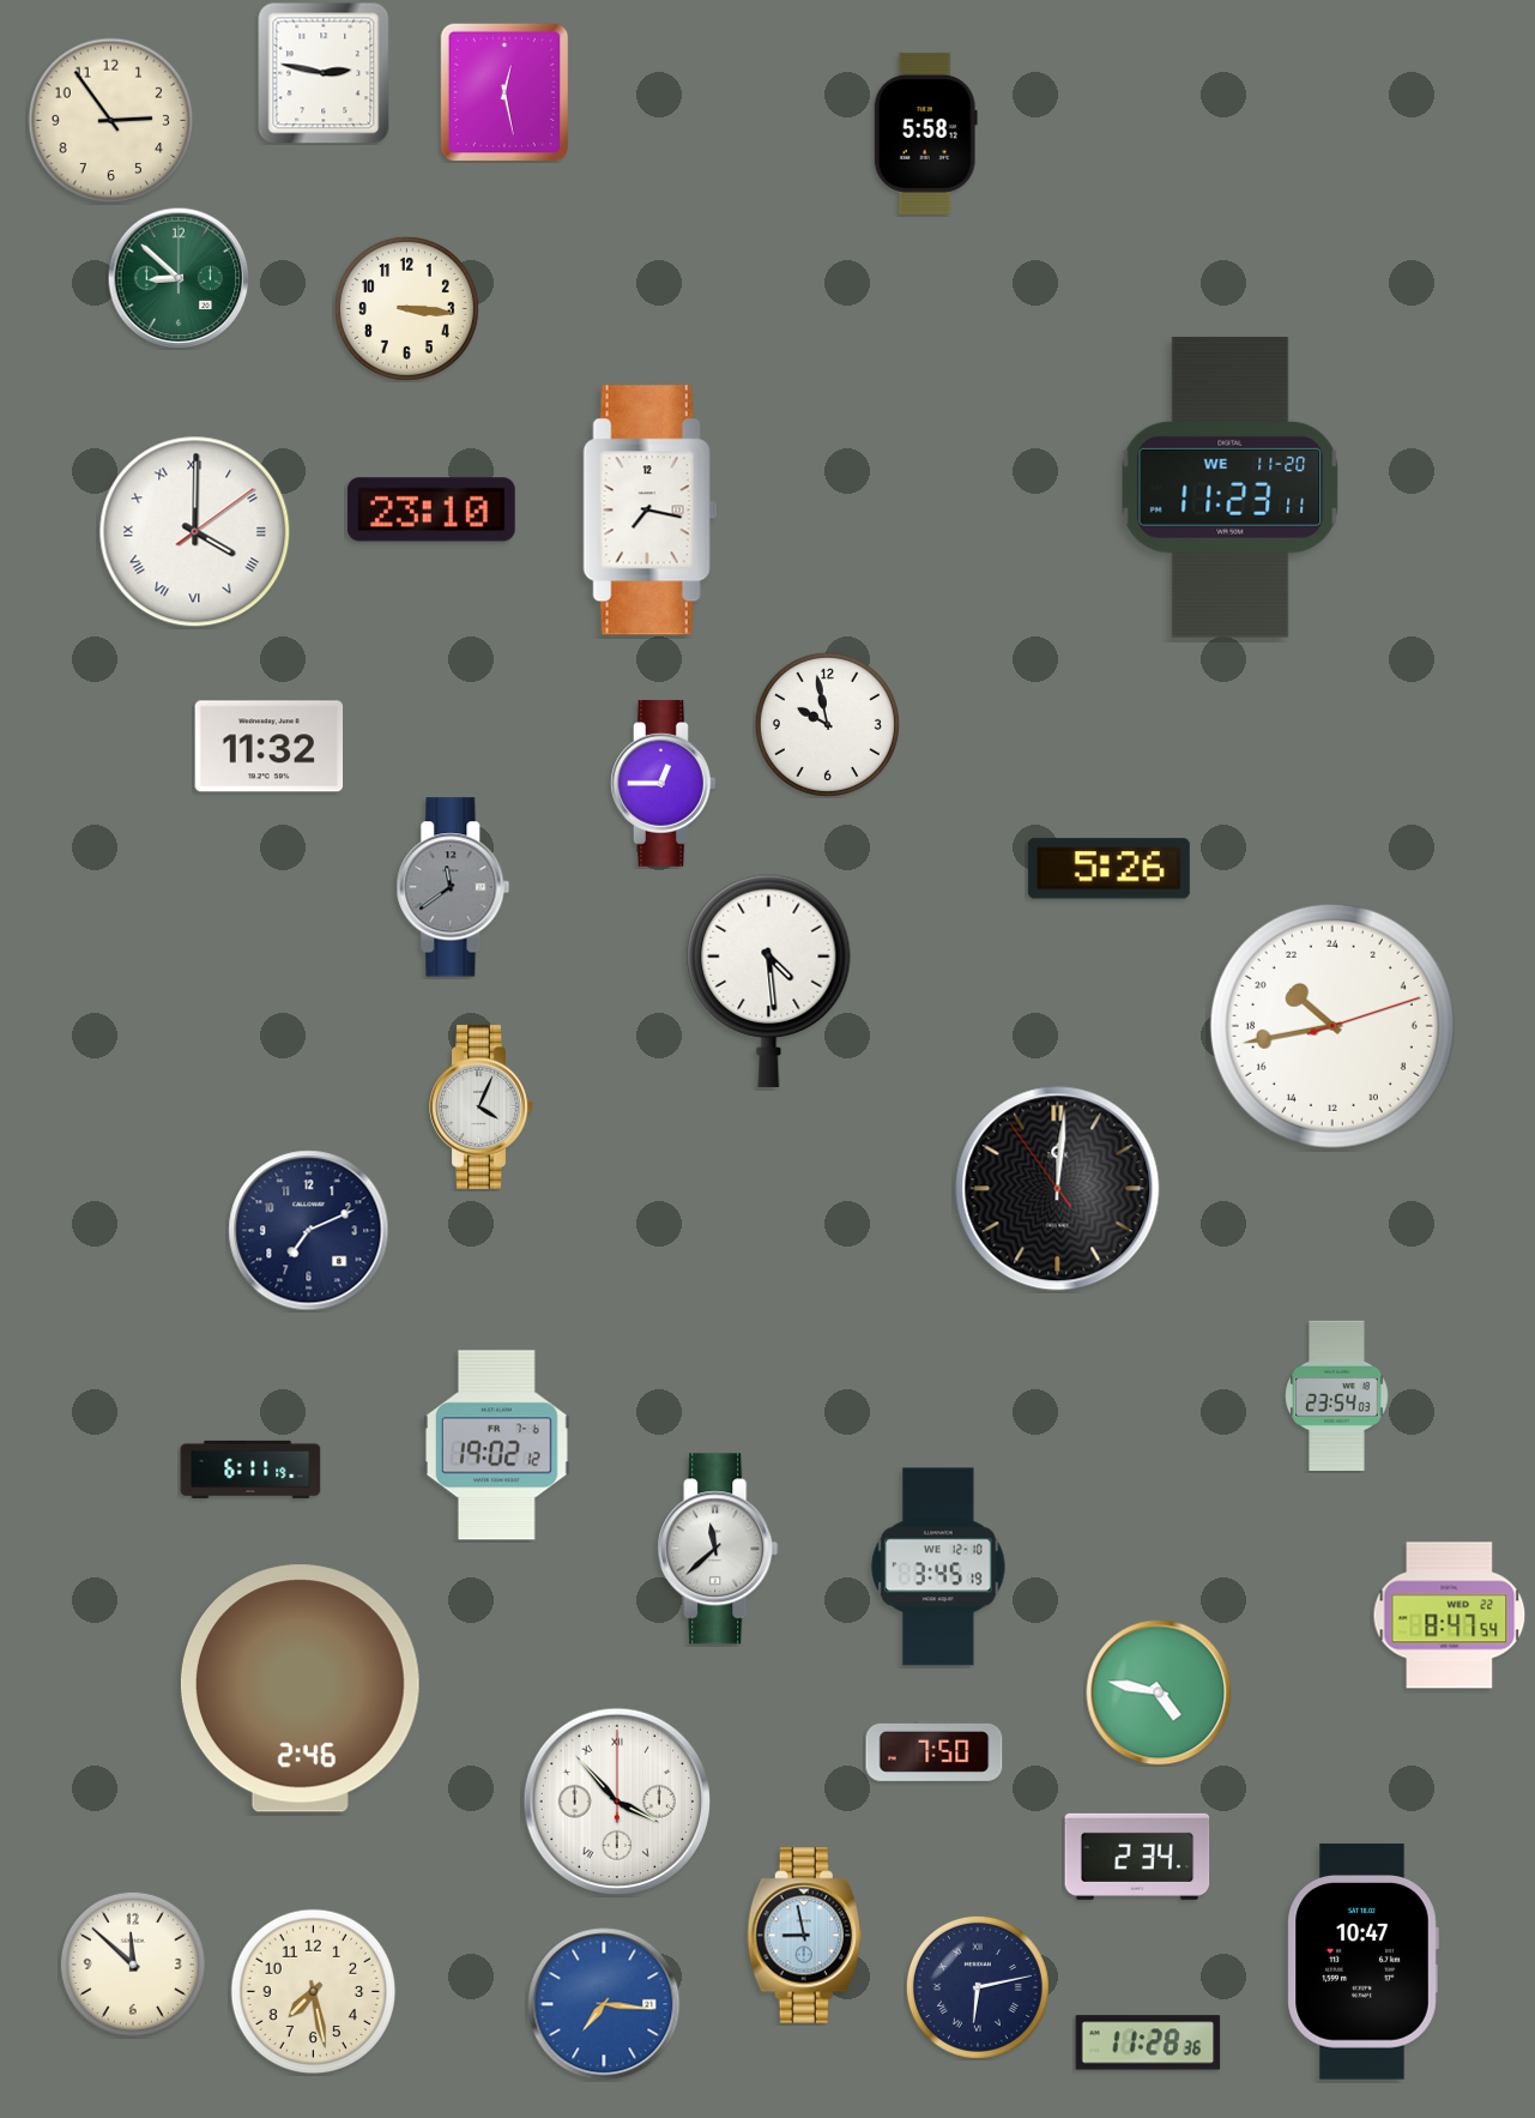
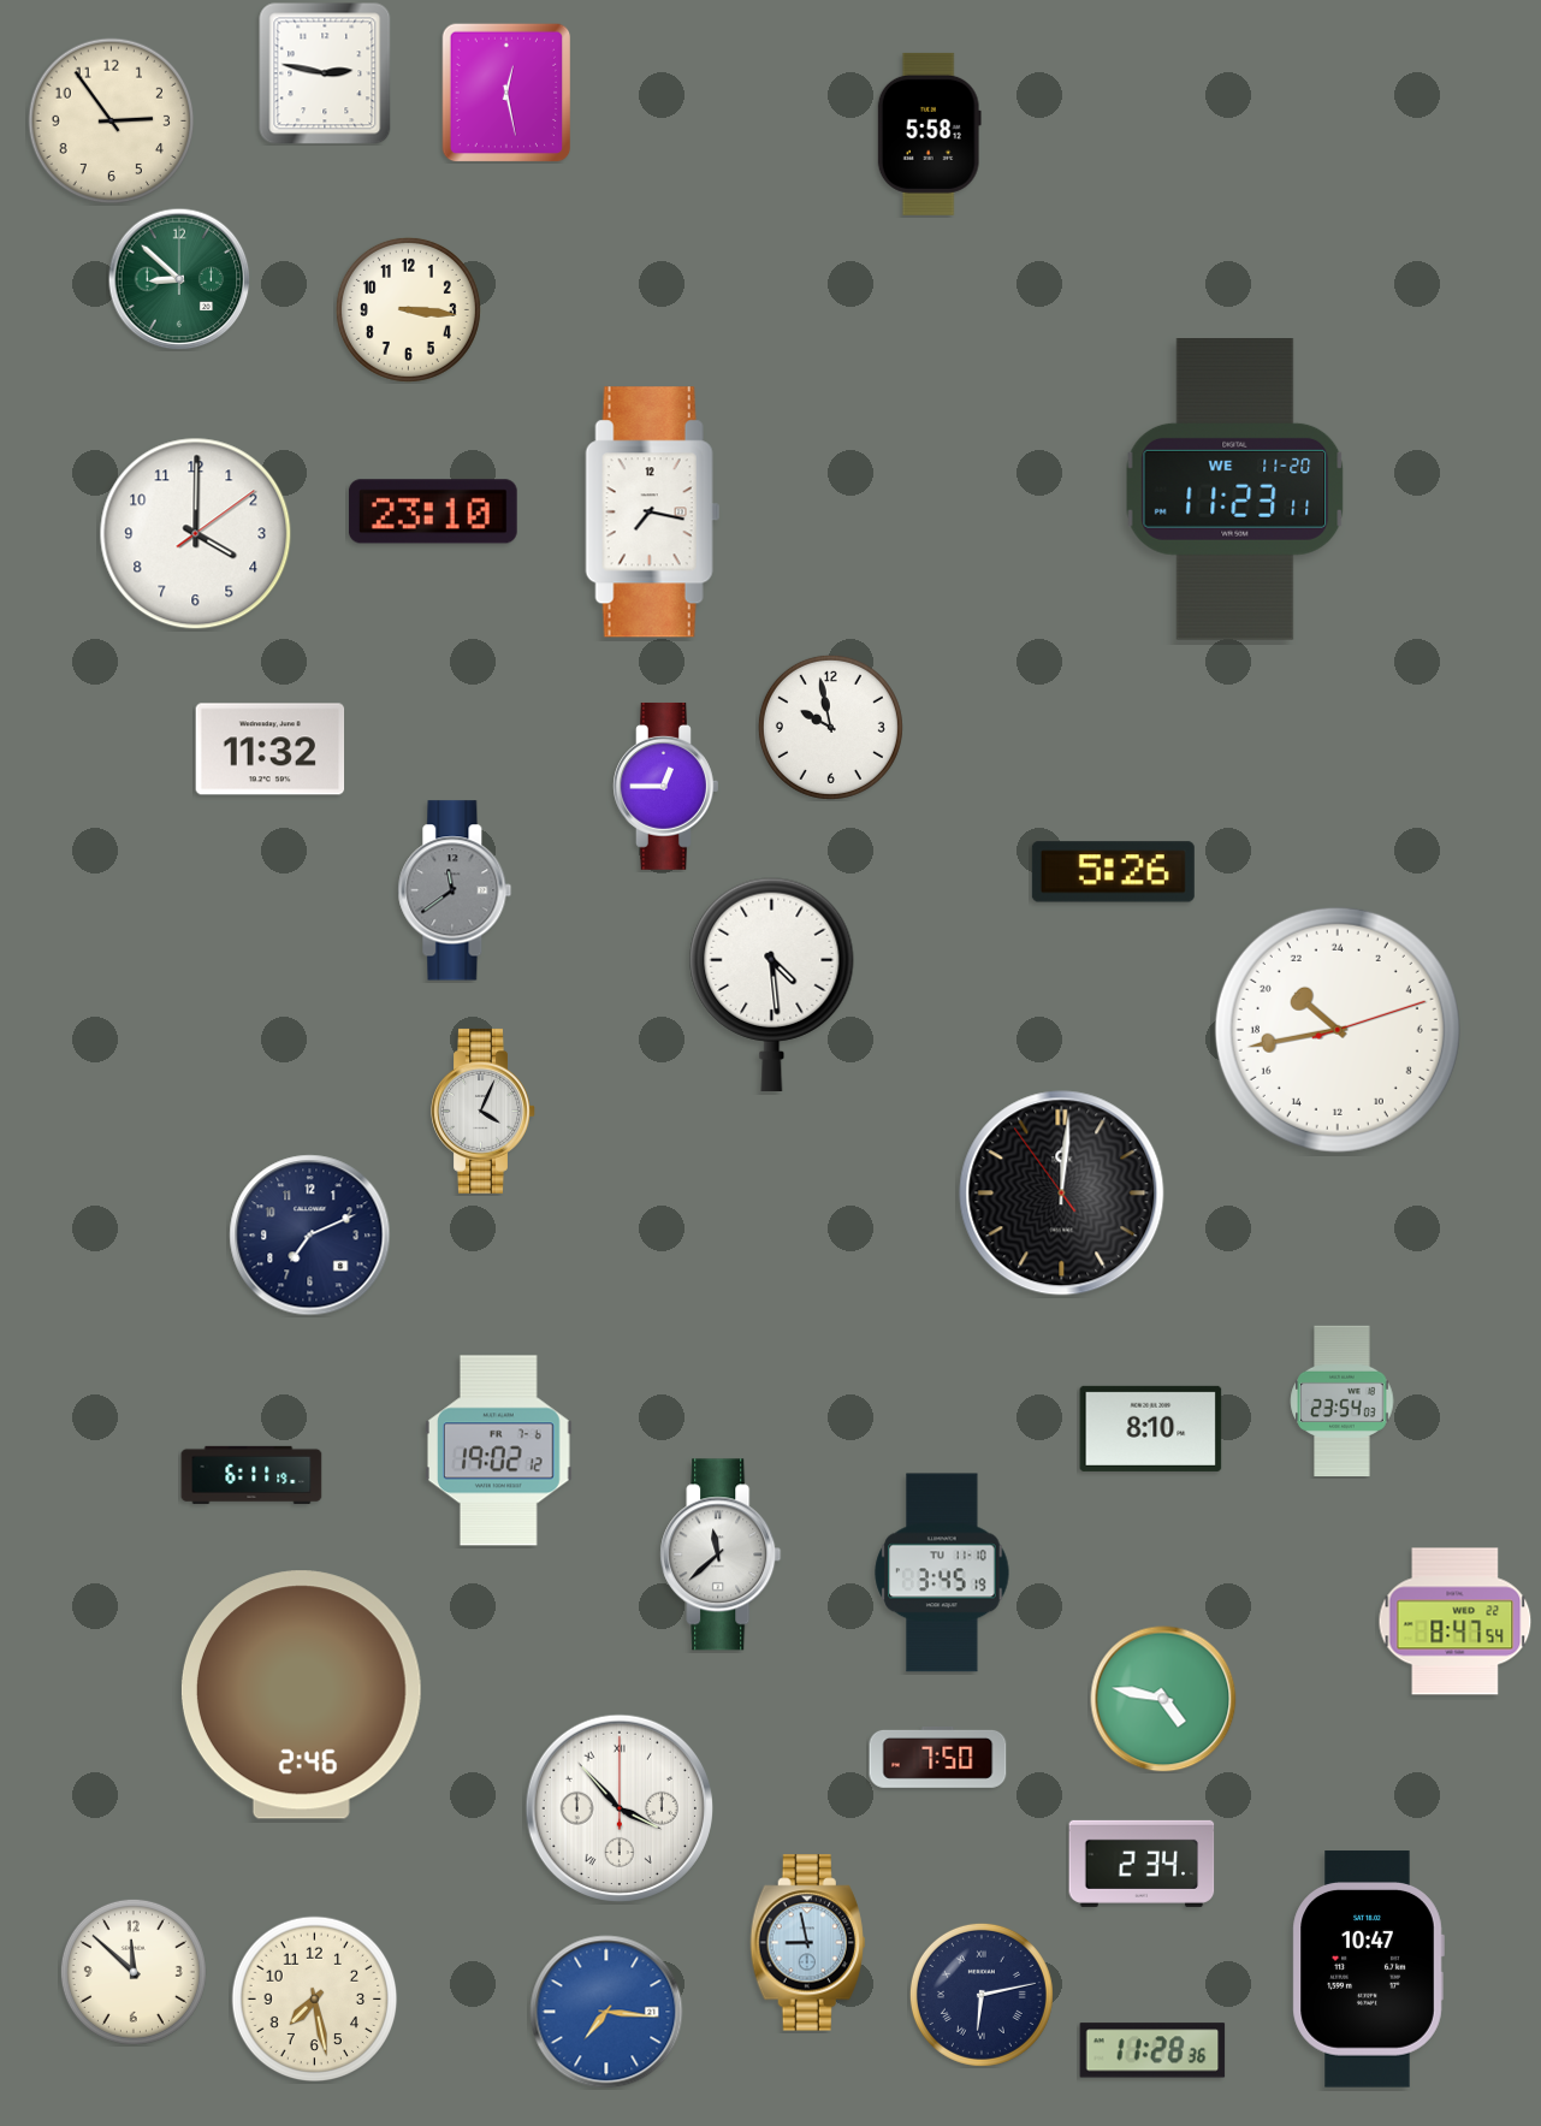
clock at (195, 532) numerals: Roman -> Arabic
clock at (1151, 1428): none -> 8:10
clock at (938, 1567) date: WE 12-10 -> TU 11-10
